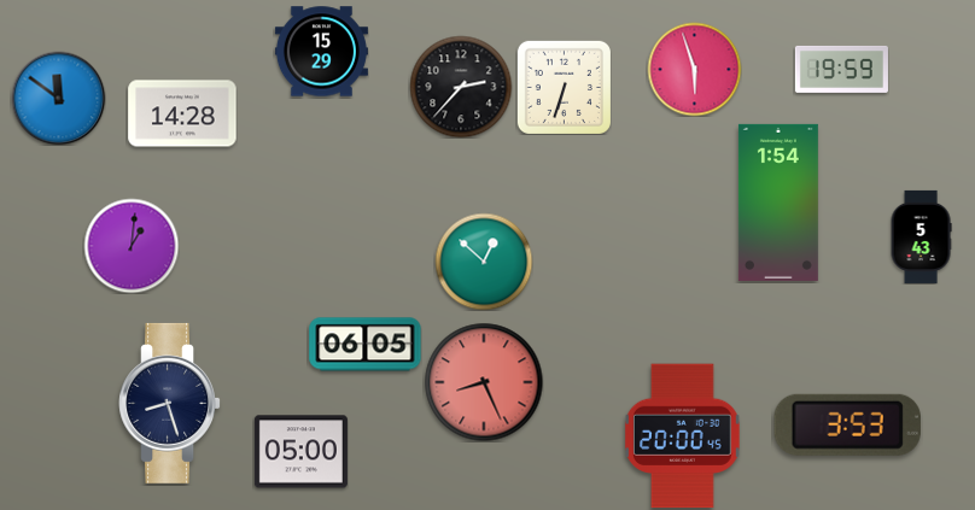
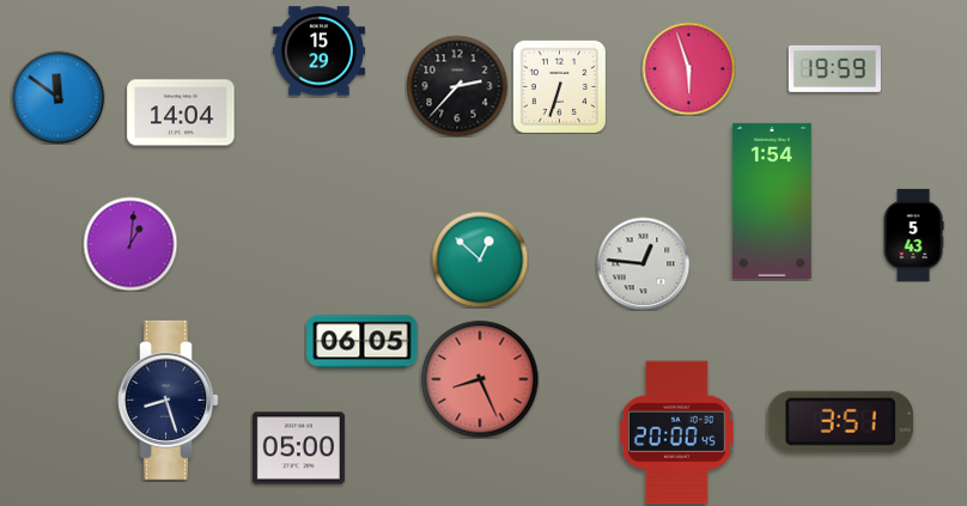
clock at (182, 113): 14:28 -> 14:04
clock at (643, 263): none -> 12:46
clock at (847, 424): 3:53 -> 3:51
